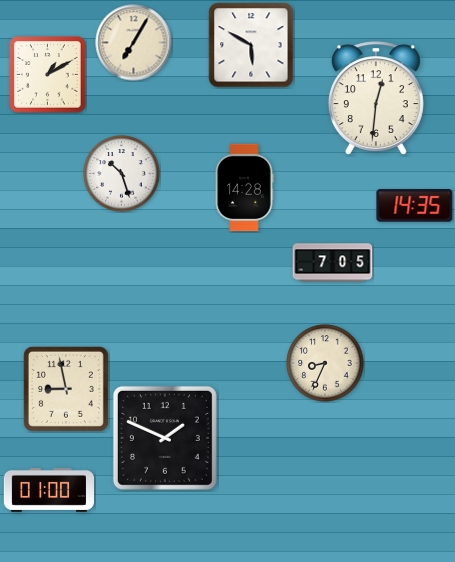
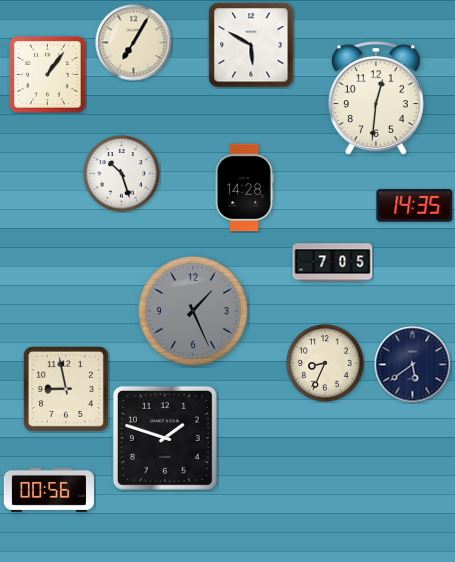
clock at (48, 75): 1:10 -> 1:06
clock at (193, 311): none -> 1:26
clock at (413, 365): none -> 5:39
clock at (165, 438): 1:49 -> 1:48
clock at (49, 490): 01:00 -> 00:56
